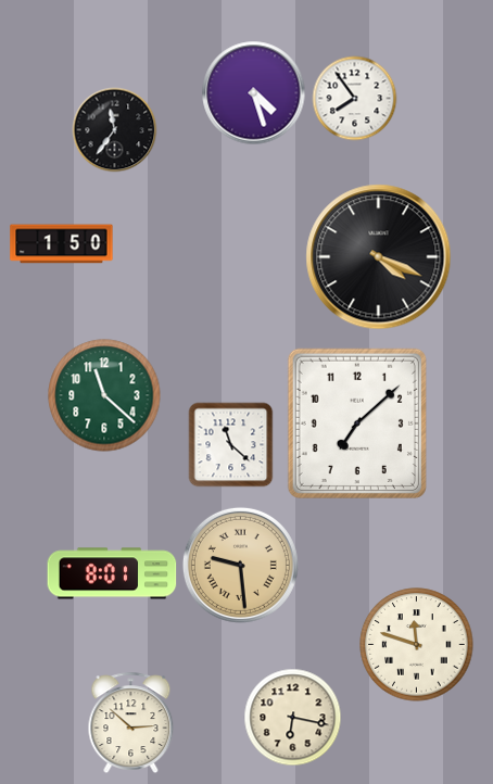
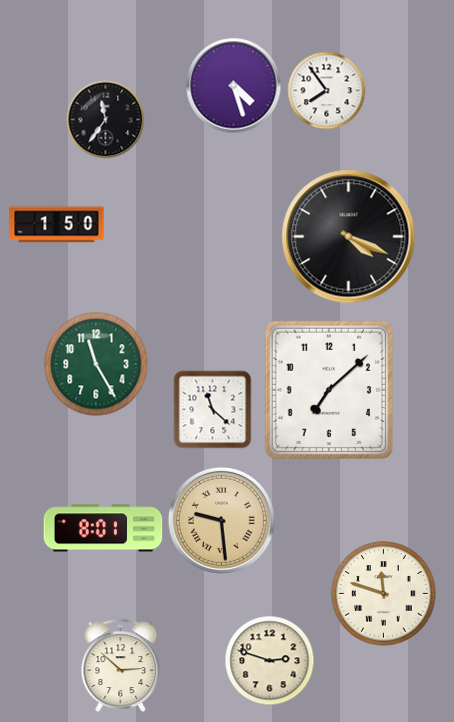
clock at (104, 395): 11:22 -> 11:25
clock at (292, 717): 6:17 -> 2:48
